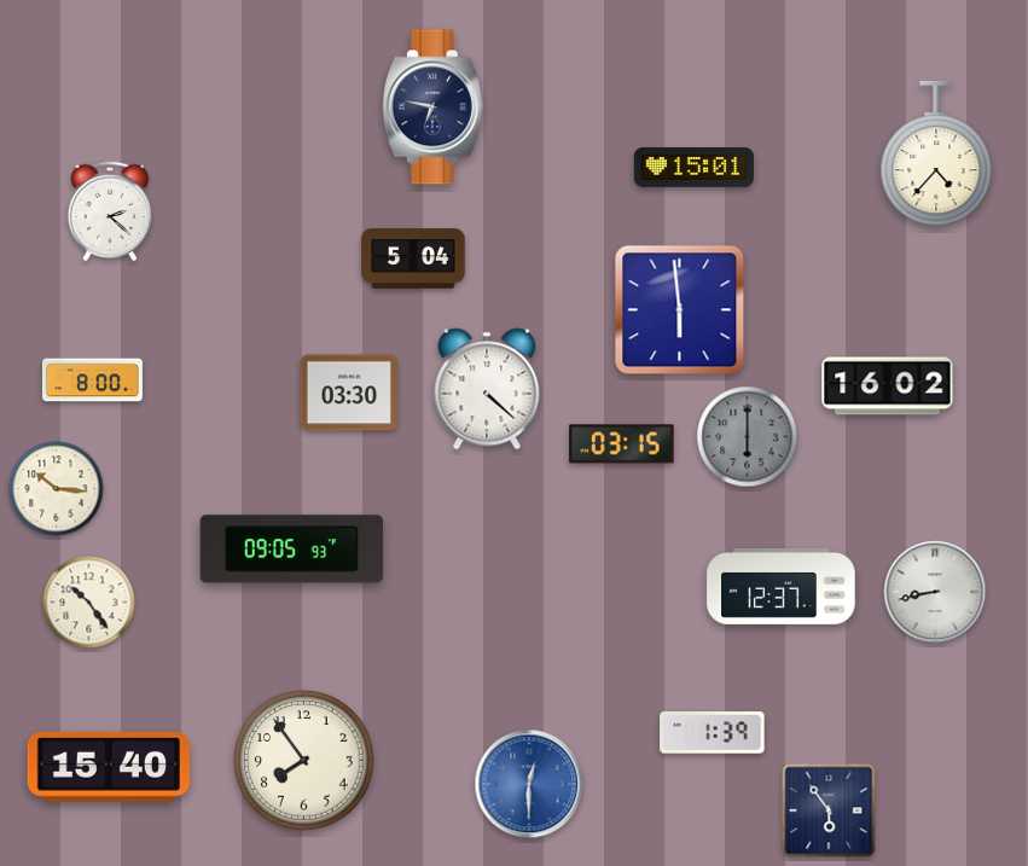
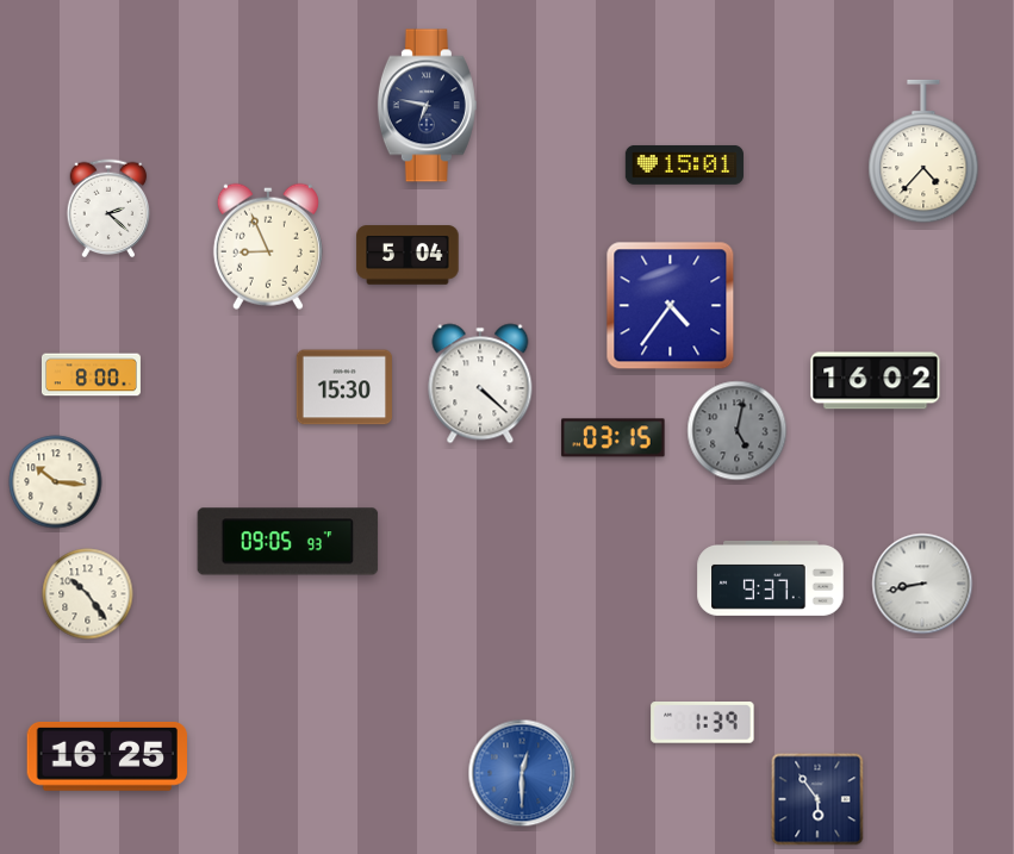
clock at (268, 247): none -> 8:56
clock at (680, 310): 5:59 -> 4:36
clock at (348, 393): 03:30 -> 15:30
clock at (748, 437): 6:00 -> 5:02
clock at (782, 587): 12:37 -> 9:37
clock at (304, 761): 7:54 -> none
clock at (108, 767): 15:40 -> 16:25
